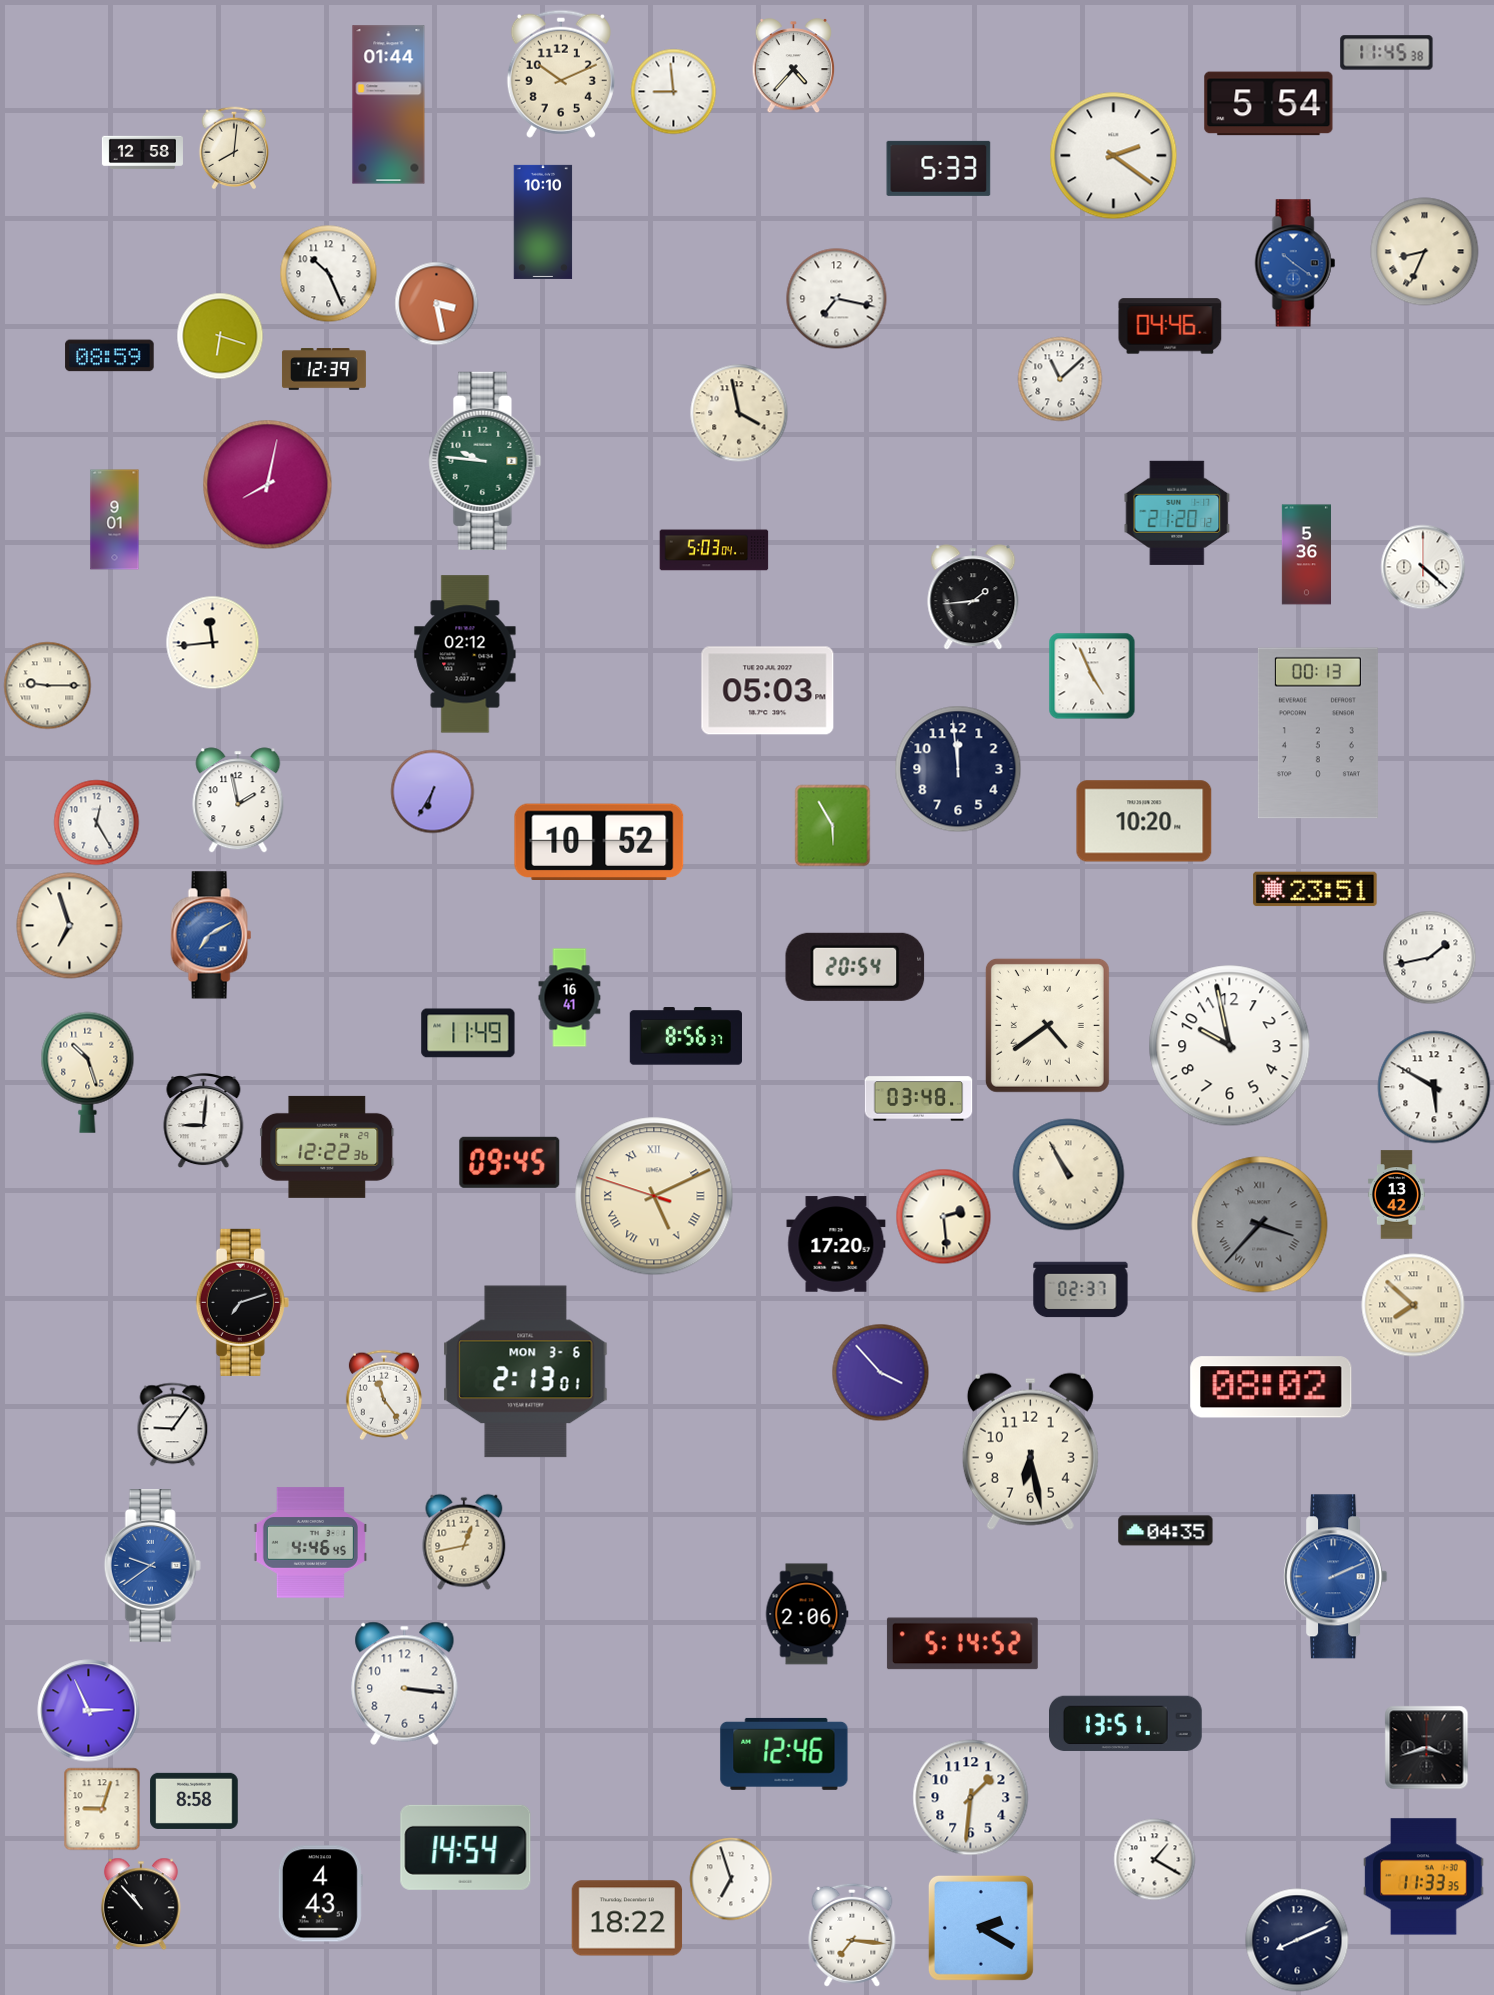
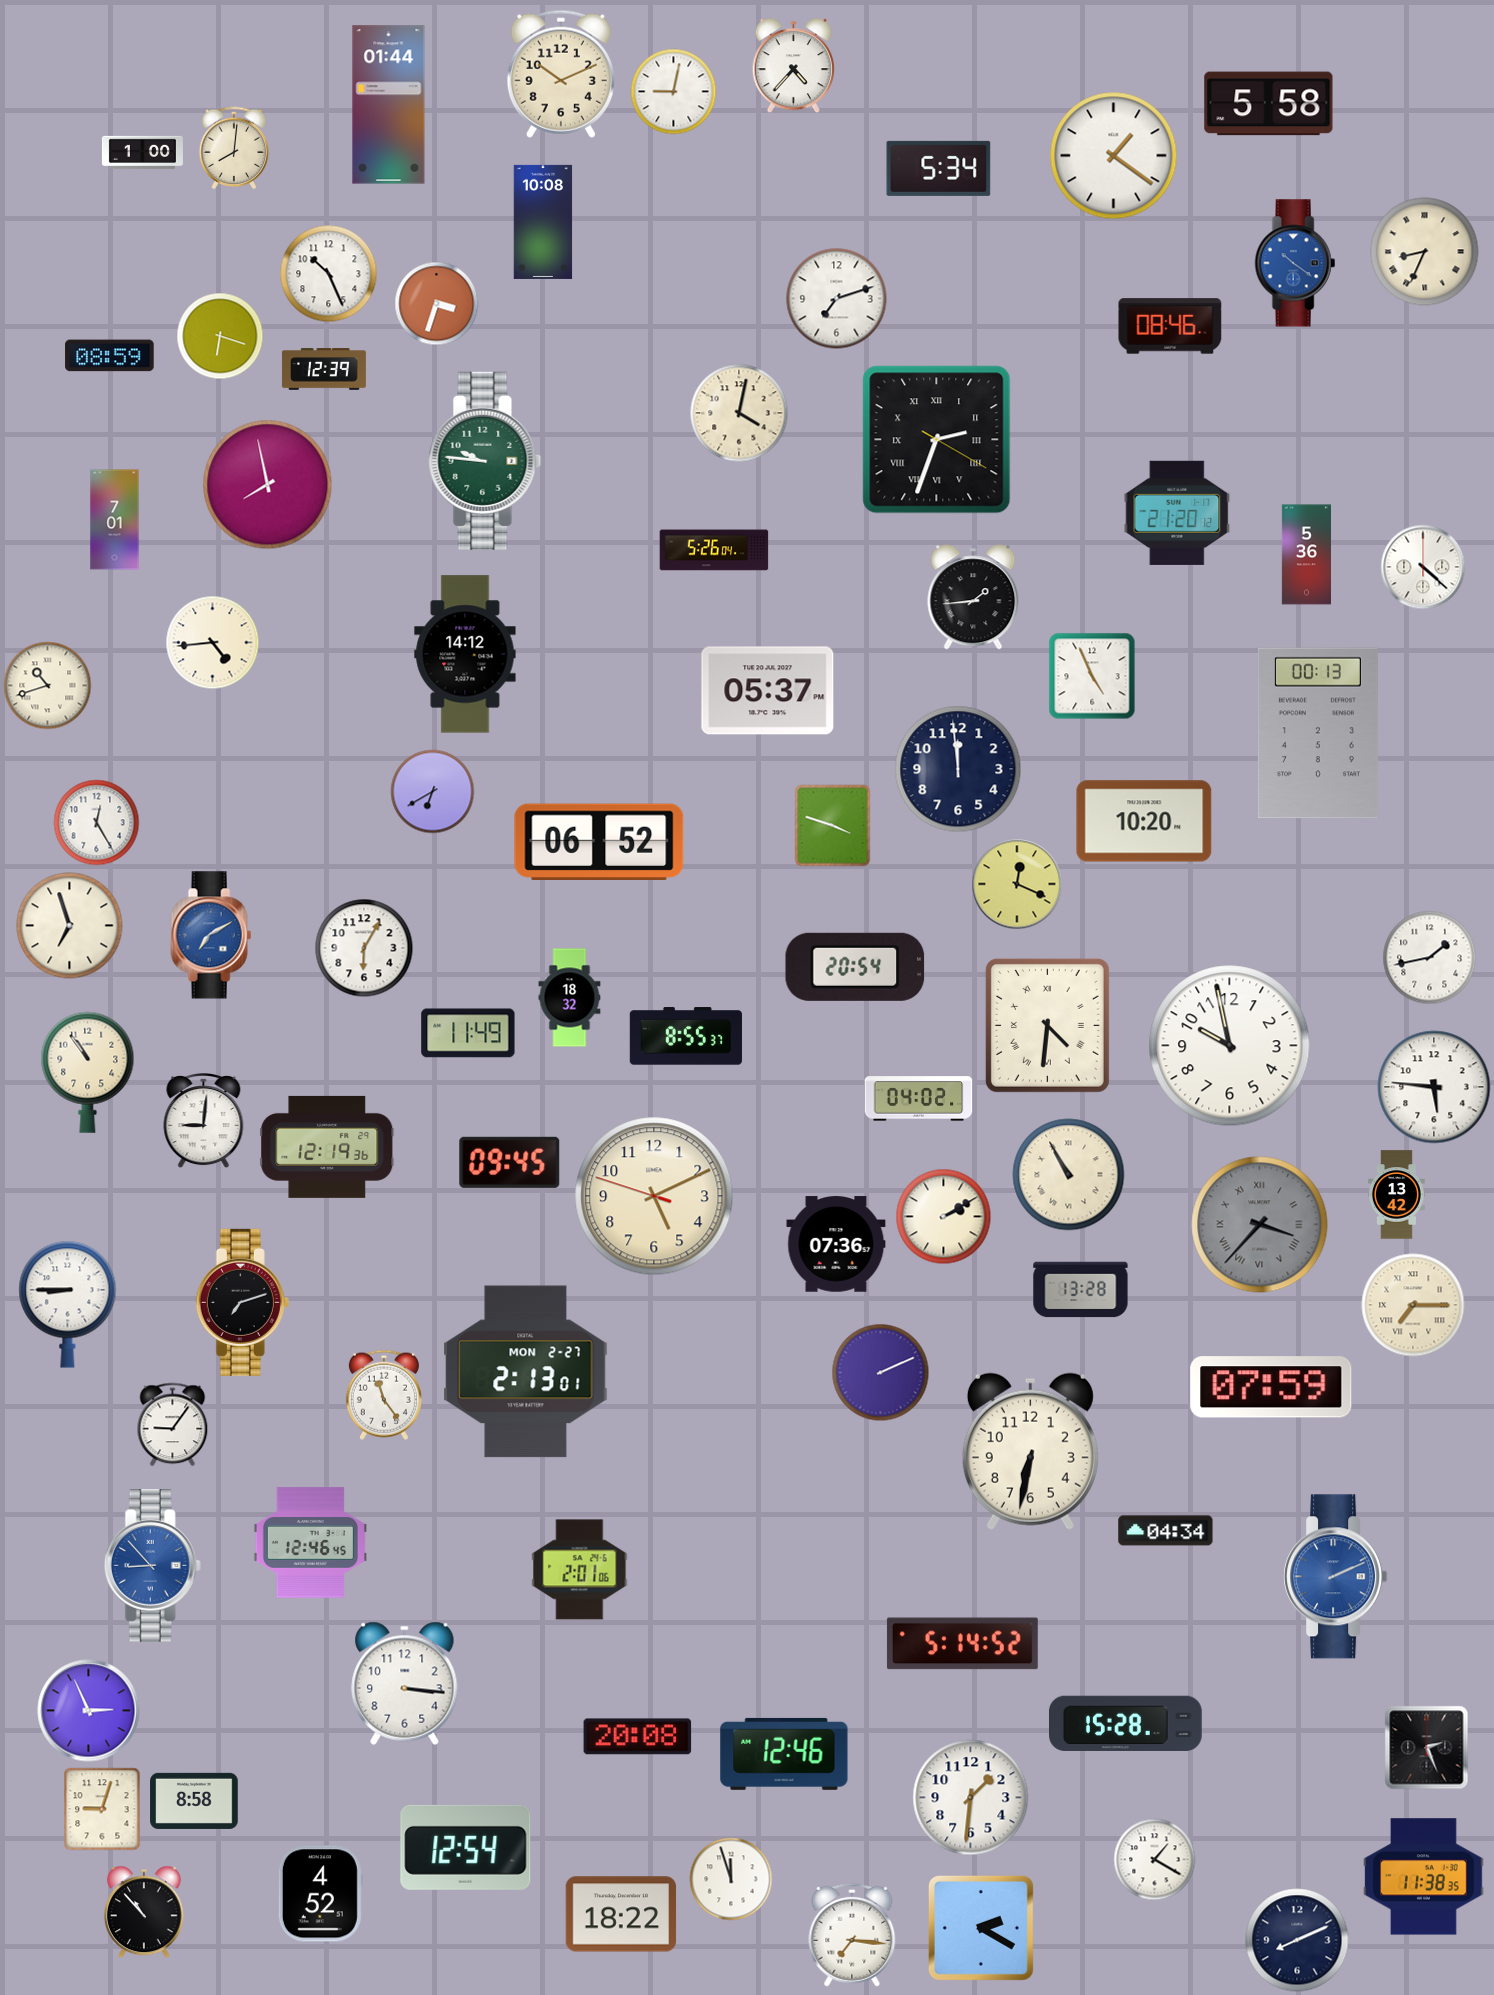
clock at (1387, 53): 11:45 -> none
clock at (674, 92): 8:59 -> 9:02
clock at (1269, 104): 5:54 -> 5:58
clock at (142, 153): 12:58 -> 1:00
clock at (1114, 156): 2:21 -> 1:21
clock at (939, 168): 5:33 -> 5:34
clock at (543, 222): 10:10 -> 10:08
clock at (837, 299): 7:17 -> 7:12
clock at (437, 304): 3:28 -> 3:33
clock at (1170, 326): 04:46 -> 08:46
clock at (1060, 379): 11:08 -> none
clock at (739, 413): 3:58 -> 4:02
clock at (937, 440): none -> 2:33
clock at (268, 485): 8:02 -> 7:58
clock at (115, 520): 9:01 -> 7:01
clock at (714, 550): 5:03 -> 5:26
clock at (213, 643): 11:44 -> 4:44
clock at (465, 654): 02:12 -> 14:12
clock at (48, 686): 9:15 -> 10:42
clock at (768, 691): 05:03 -> 05:37
clock at (433, 792): 6:35 -> 6:40
clock at (238, 800): 1:58 -> none
clock at (833, 826): 5:55 -> 3:48
clock at (599, 842): 10:52 -> 06:52
clock at (1017, 884): none -> 12:19
clock at (1315, 889): 23:51 -> none
clock at (364, 948): none -> 6:05
clock at (570, 998): 16:41 -> 18:32
clock at (1047, 1025): 4:39 -> 4:31
clock at (686, 1036): 8:56 -> 8:55
clock at (88, 1072): 10:27 -> 10:54
clock at (1434, 1087): 5:50 -> 5:46
clock at (919, 1099): 03:48 -> 04:02
clock at (327, 1147): 12:22 -> 12:19
clock at (654, 1196) numerals: Roman -> Arabic
clock at (944, 1217): 2:29 -> 2:10
clock at (836, 1244): 17:20 -> 07:36
clock at (1081, 1290): 02:37 -> 13:28
clock at (68, 1304): none -> 8:45
clock at (1413, 1305): 7:52 -> 7:15
clock at (526, 1372) date: MON 3-6 -> MON 2-27
clock at (881, 1373): 3:53 -> 2:11
clock at (1271, 1387): 08:02 -> 07:59
clock at (1030, 1451): 6:28 -> 6:32
clock at (1166, 1531): 04:35 -> 04:34
clock at (464, 1542): 12:43 -> none
clock at (310, 1543): 4:46 -> 12:46
clock at (152, 1566): 9:39 -> 8:53
clock at (580, 1570): none -> 2:01
clock at (807, 1614): 2:06 -> none
clock at (1126, 1723): 13:51 -> 15:28
clock at (638, 1737): none -> 20:08
clock at (1427, 1748): 3:42 -> 2:26
clock at (466, 1847): 14:54 -> 12:54
clock at (1424, 1877): 11:33 -> 11:38
clock at (731, 1879): 6:57 -> 11:57
clock at (320, 1894): 4:43 -> 4:52
clock at (141, 1904) position: (141, 1904) -> (144, 1912)
clock at (627, 1918) position: (627, 1918) -> (621, 1914)
